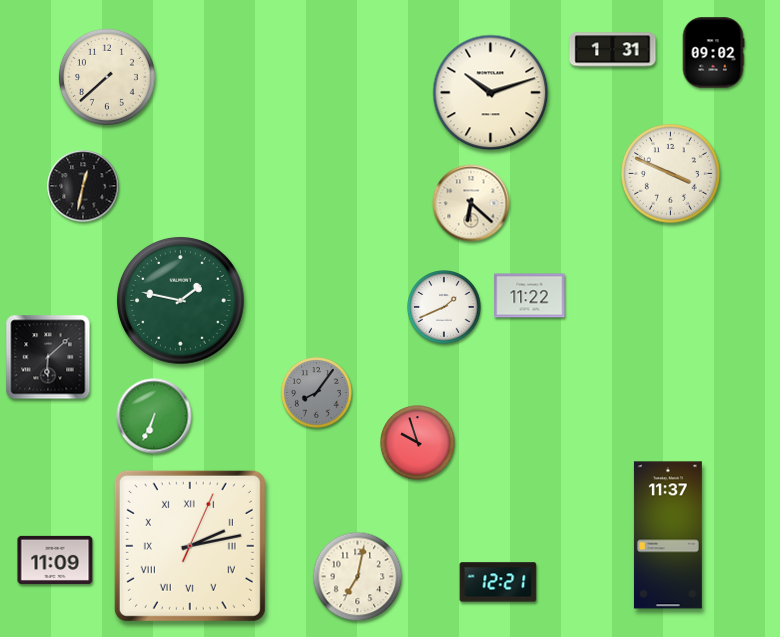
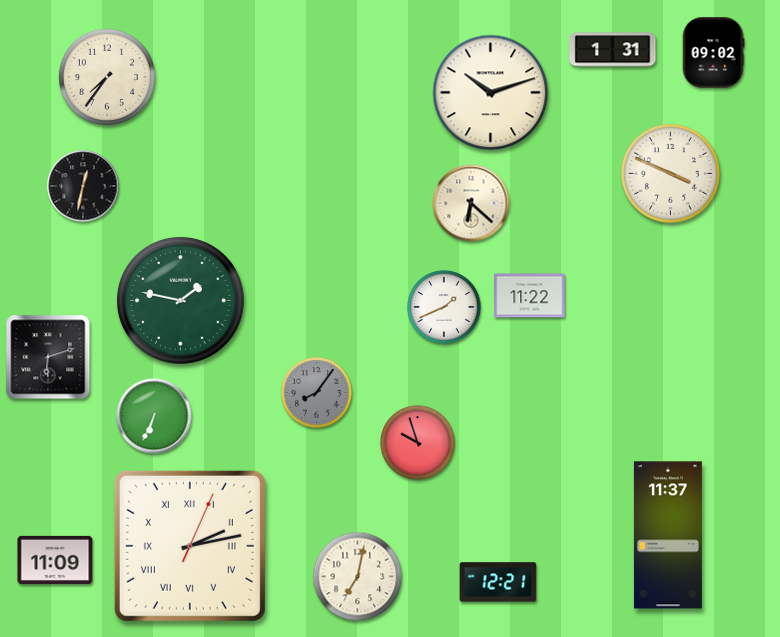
clock at (107, 77): 7:38 -> 7:36
clock at (48, 357): 6:08 -> 6:12
